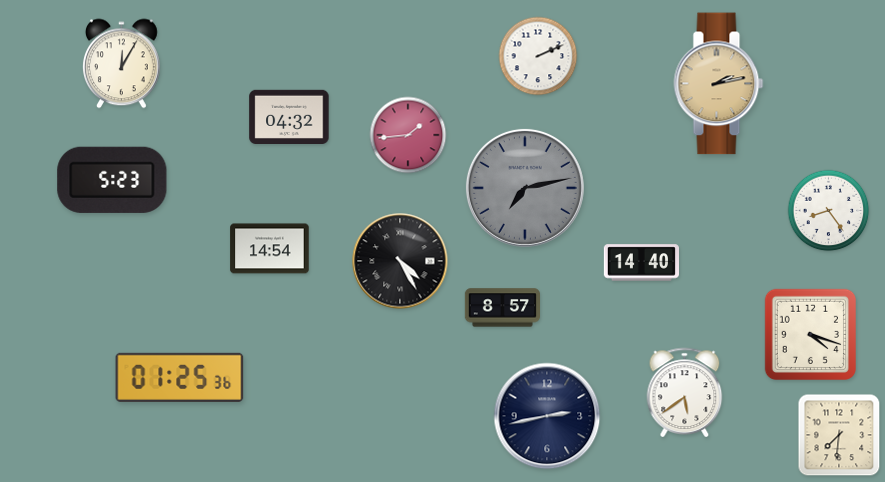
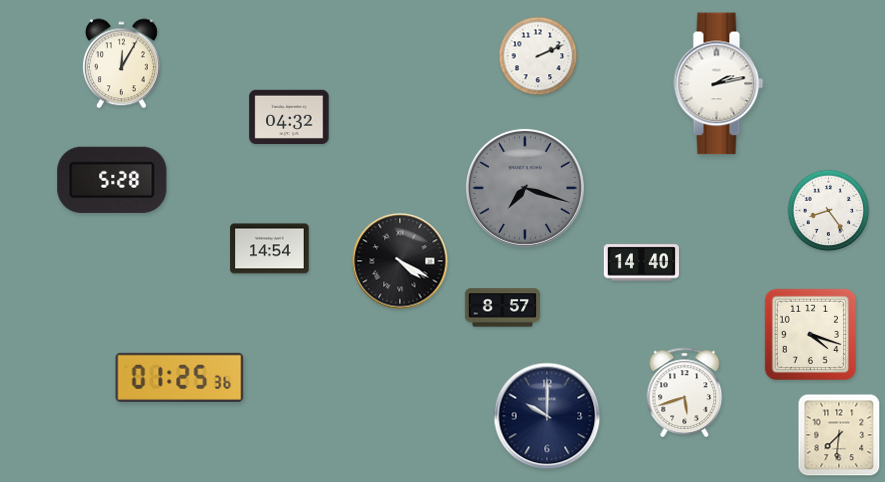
clock at (719, 84) dial: champagne -> white
clock at (408, 135): 1:44 -> none
clock at (112, 180): 5:23 -> 5:28
clock at (525, 188): 7:13 -> 7:18
clock at (400, 261): 4:25 -> 4:20
clock at (685, 392): 5:39 -> 5:42
clock at (547, 416): 2:43 -> 10:00
